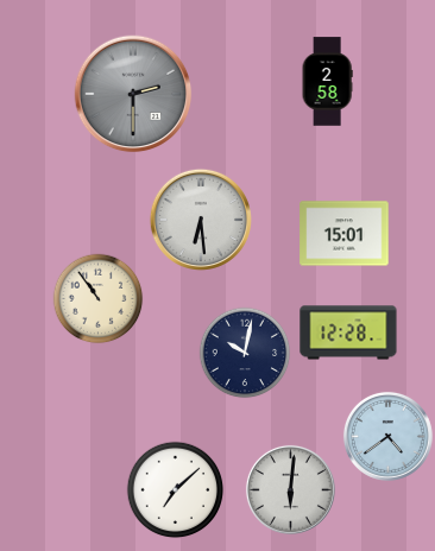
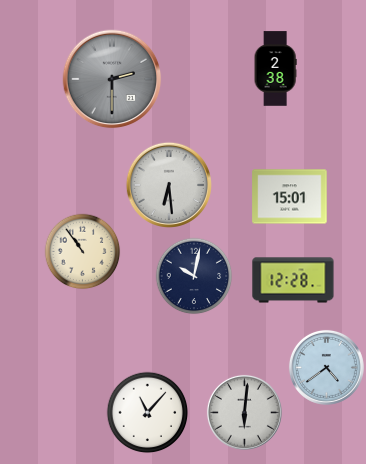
clock at (327, 82): 2:58 -> 2:38
clock at (245, 353) position: (245, 353) -> (194, 276)
clock at (176, 490): 7:08 -> 11:07
